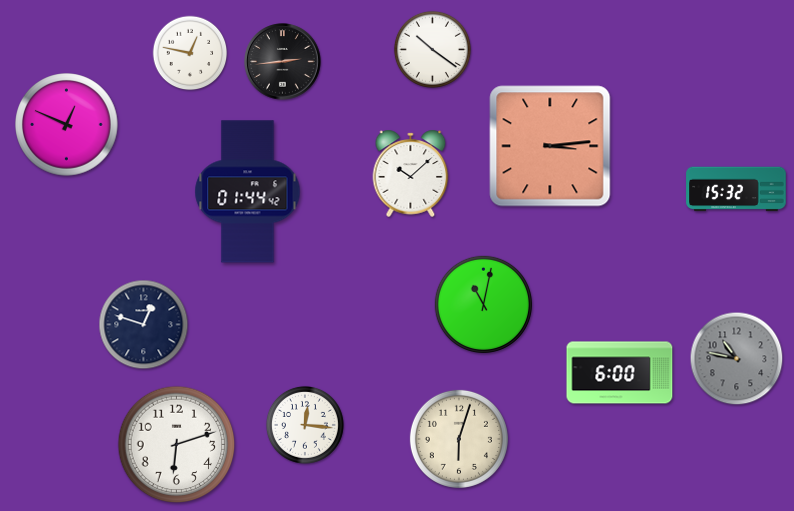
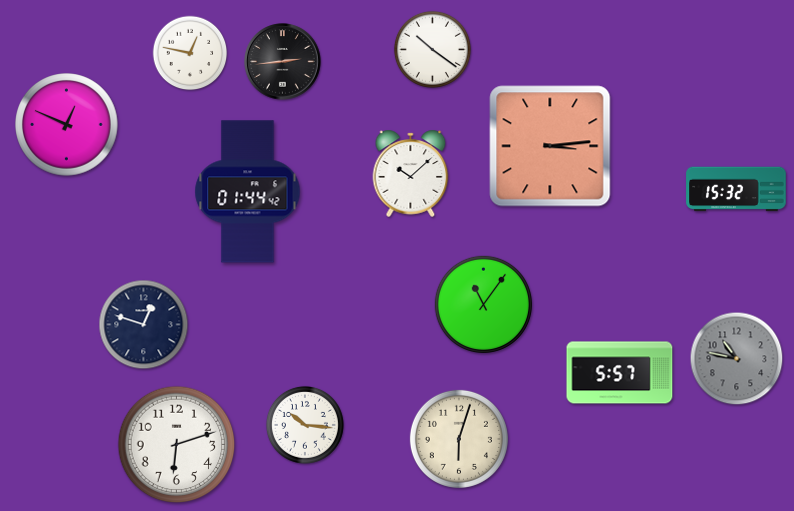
clock at (483, 304): 11:02 -> 11:06
clock at (620, 373): 6:00 -> 5:57
clock at (305, 425): 12:16 -> 10:16
